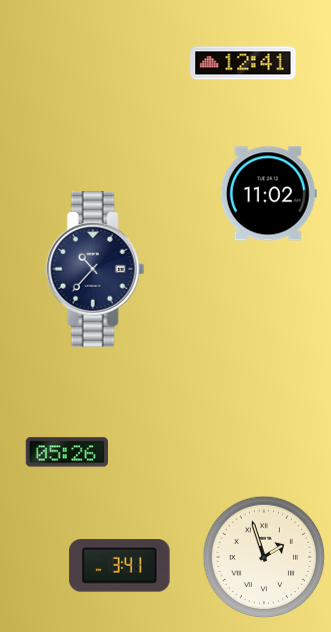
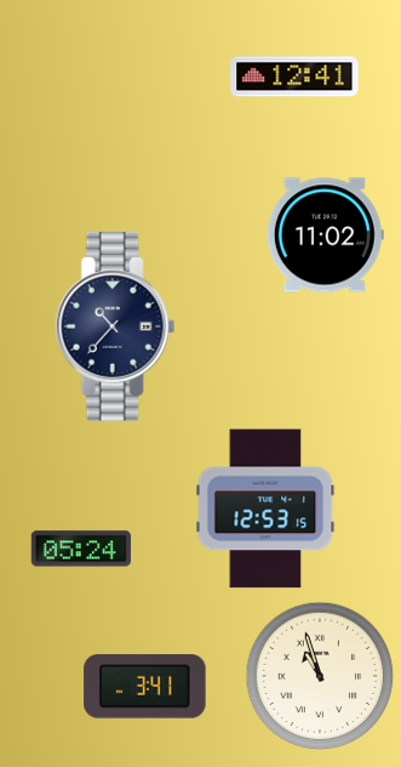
clock at (265, 509): none -> 12:53
clock at (67, 452): 05:26 -> 05:24
clock at (264, 557): 1:57 -> 10:57
